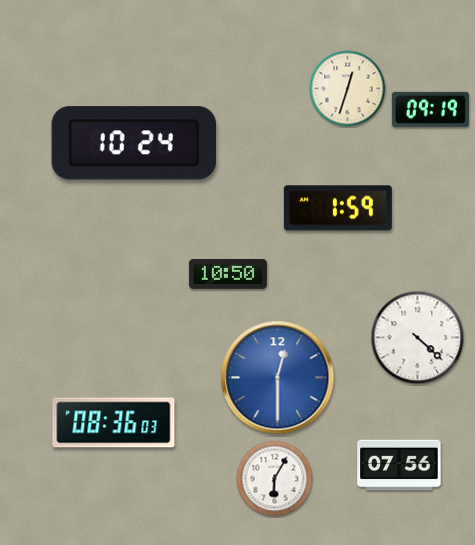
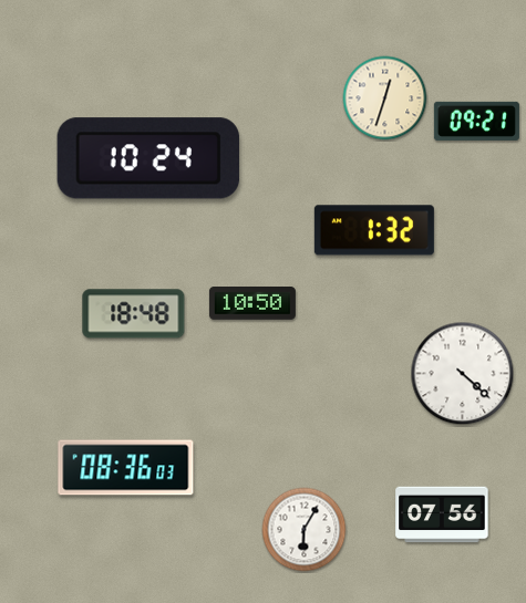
clock at (430, 109): 09:19 -> 09:21
clock at (338, 208): 1:59 -> 1:32
clock at (134, 314): none -> 18:48
clock at (278, 378): 12:30 -> none
